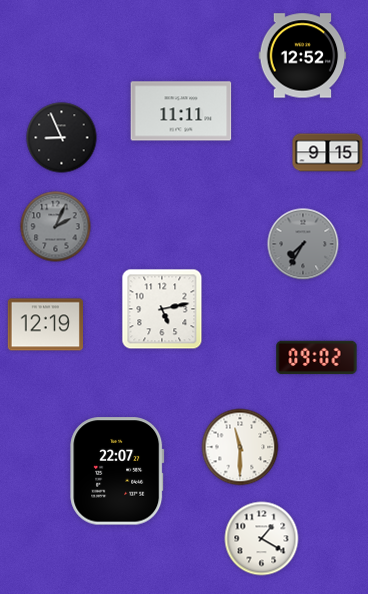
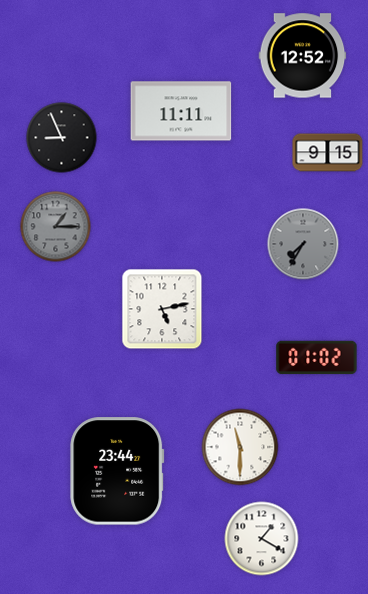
clock at (56, 227): 2:04 -> 1:15
clock at (45, 325): 12:19 -> none
clock at (317, 358): 09:02 -> 01:02
clock at (117, 471): 22:07 -> 23:44
